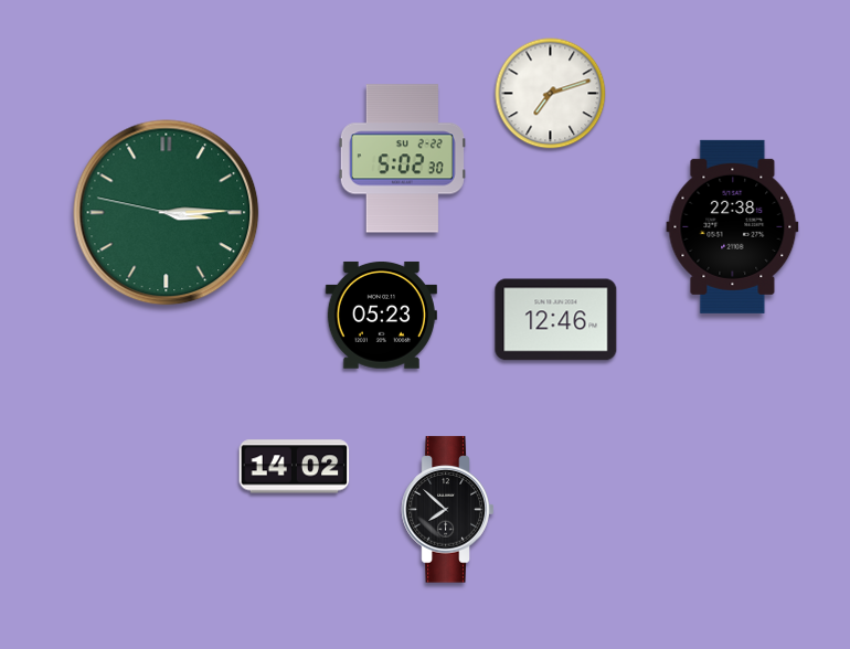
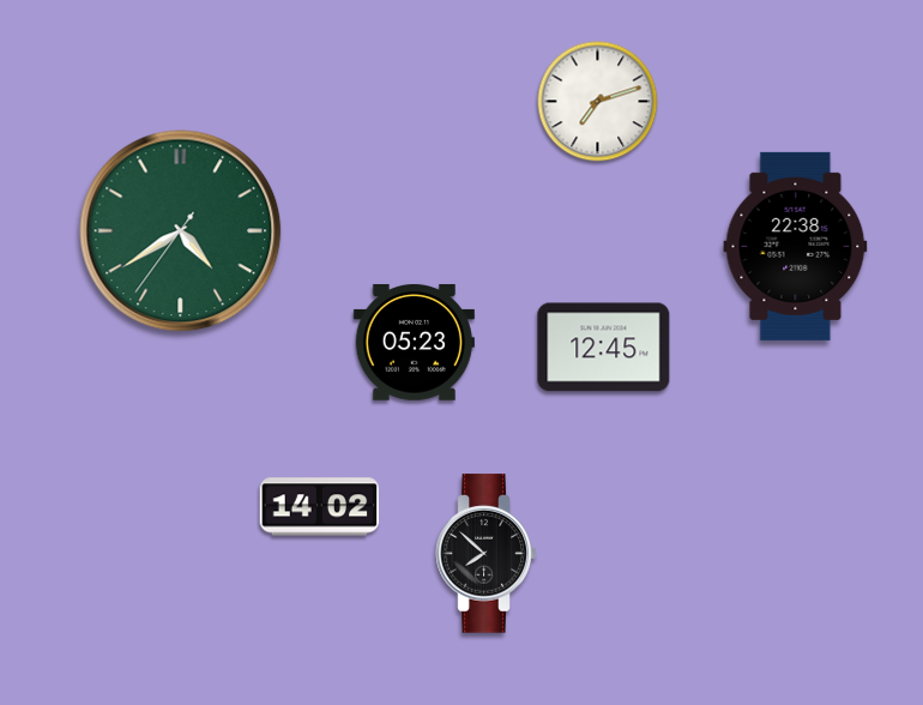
clock at (402, 159): 5:02 -> none
clock at (167, 213): 3:14 -> 4:39
clock at (556, 320): 12:46 -> 12:45
